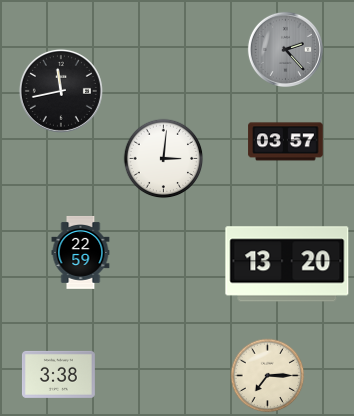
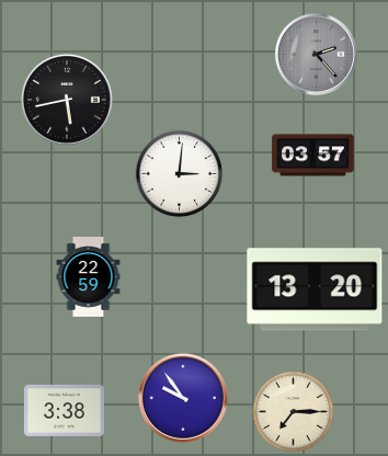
clock at (285, 49) position: (285, 49) -> (316, 54)
clock at (61, 91): 11:43 -> 5:43
clock at (183, 398): none -> 9:54
